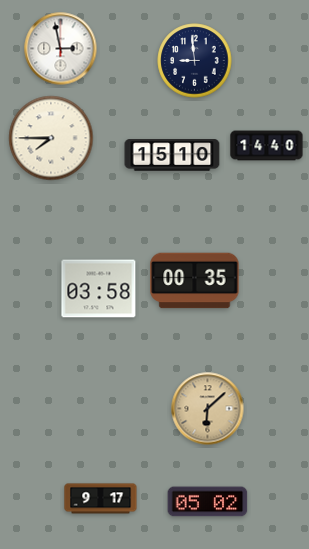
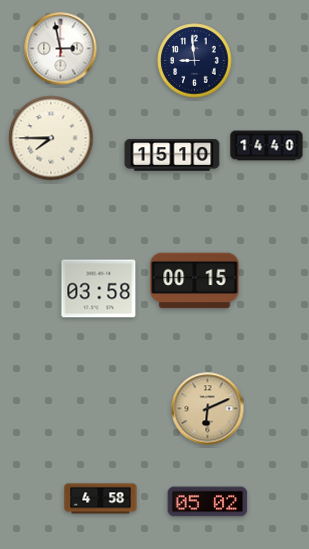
clock at (195, 281): 00:35 -> 00:15
clock at (208, 409): 6:08 -> 6:11
clock at (101, 499): 9:17 -> 4:58
